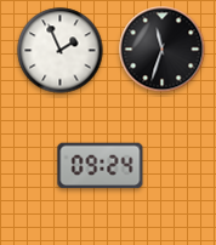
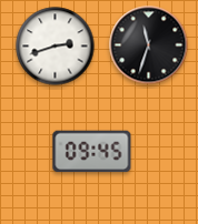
clock at (61, 51): 1:56 -> 2:42
clock at (101, 166): 09:24 -> 09:45
